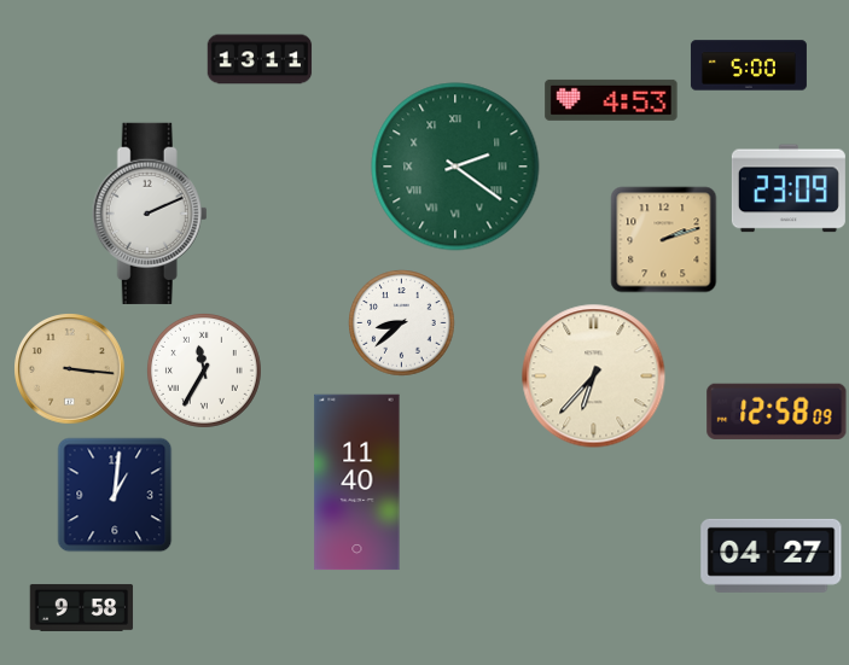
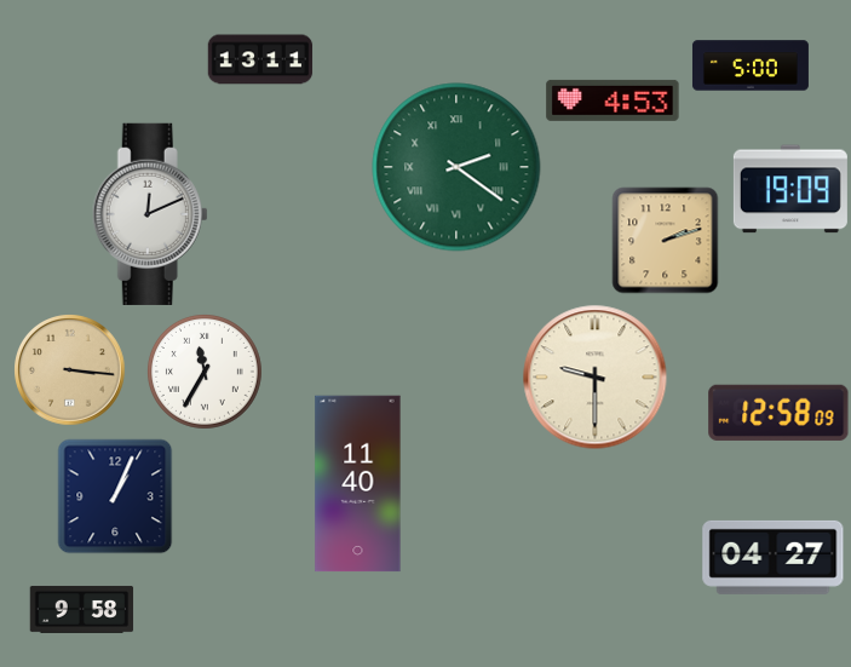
clock at (789, 188): 23:09 -> 19:09
clock at (150, 214): 2:11 -> 12:11
clock at (401, 322): 8:38 -> none
clock at (594, 377): 6:37 -> 9:30
clock at (115, 495): 1:01 -> 1:04
